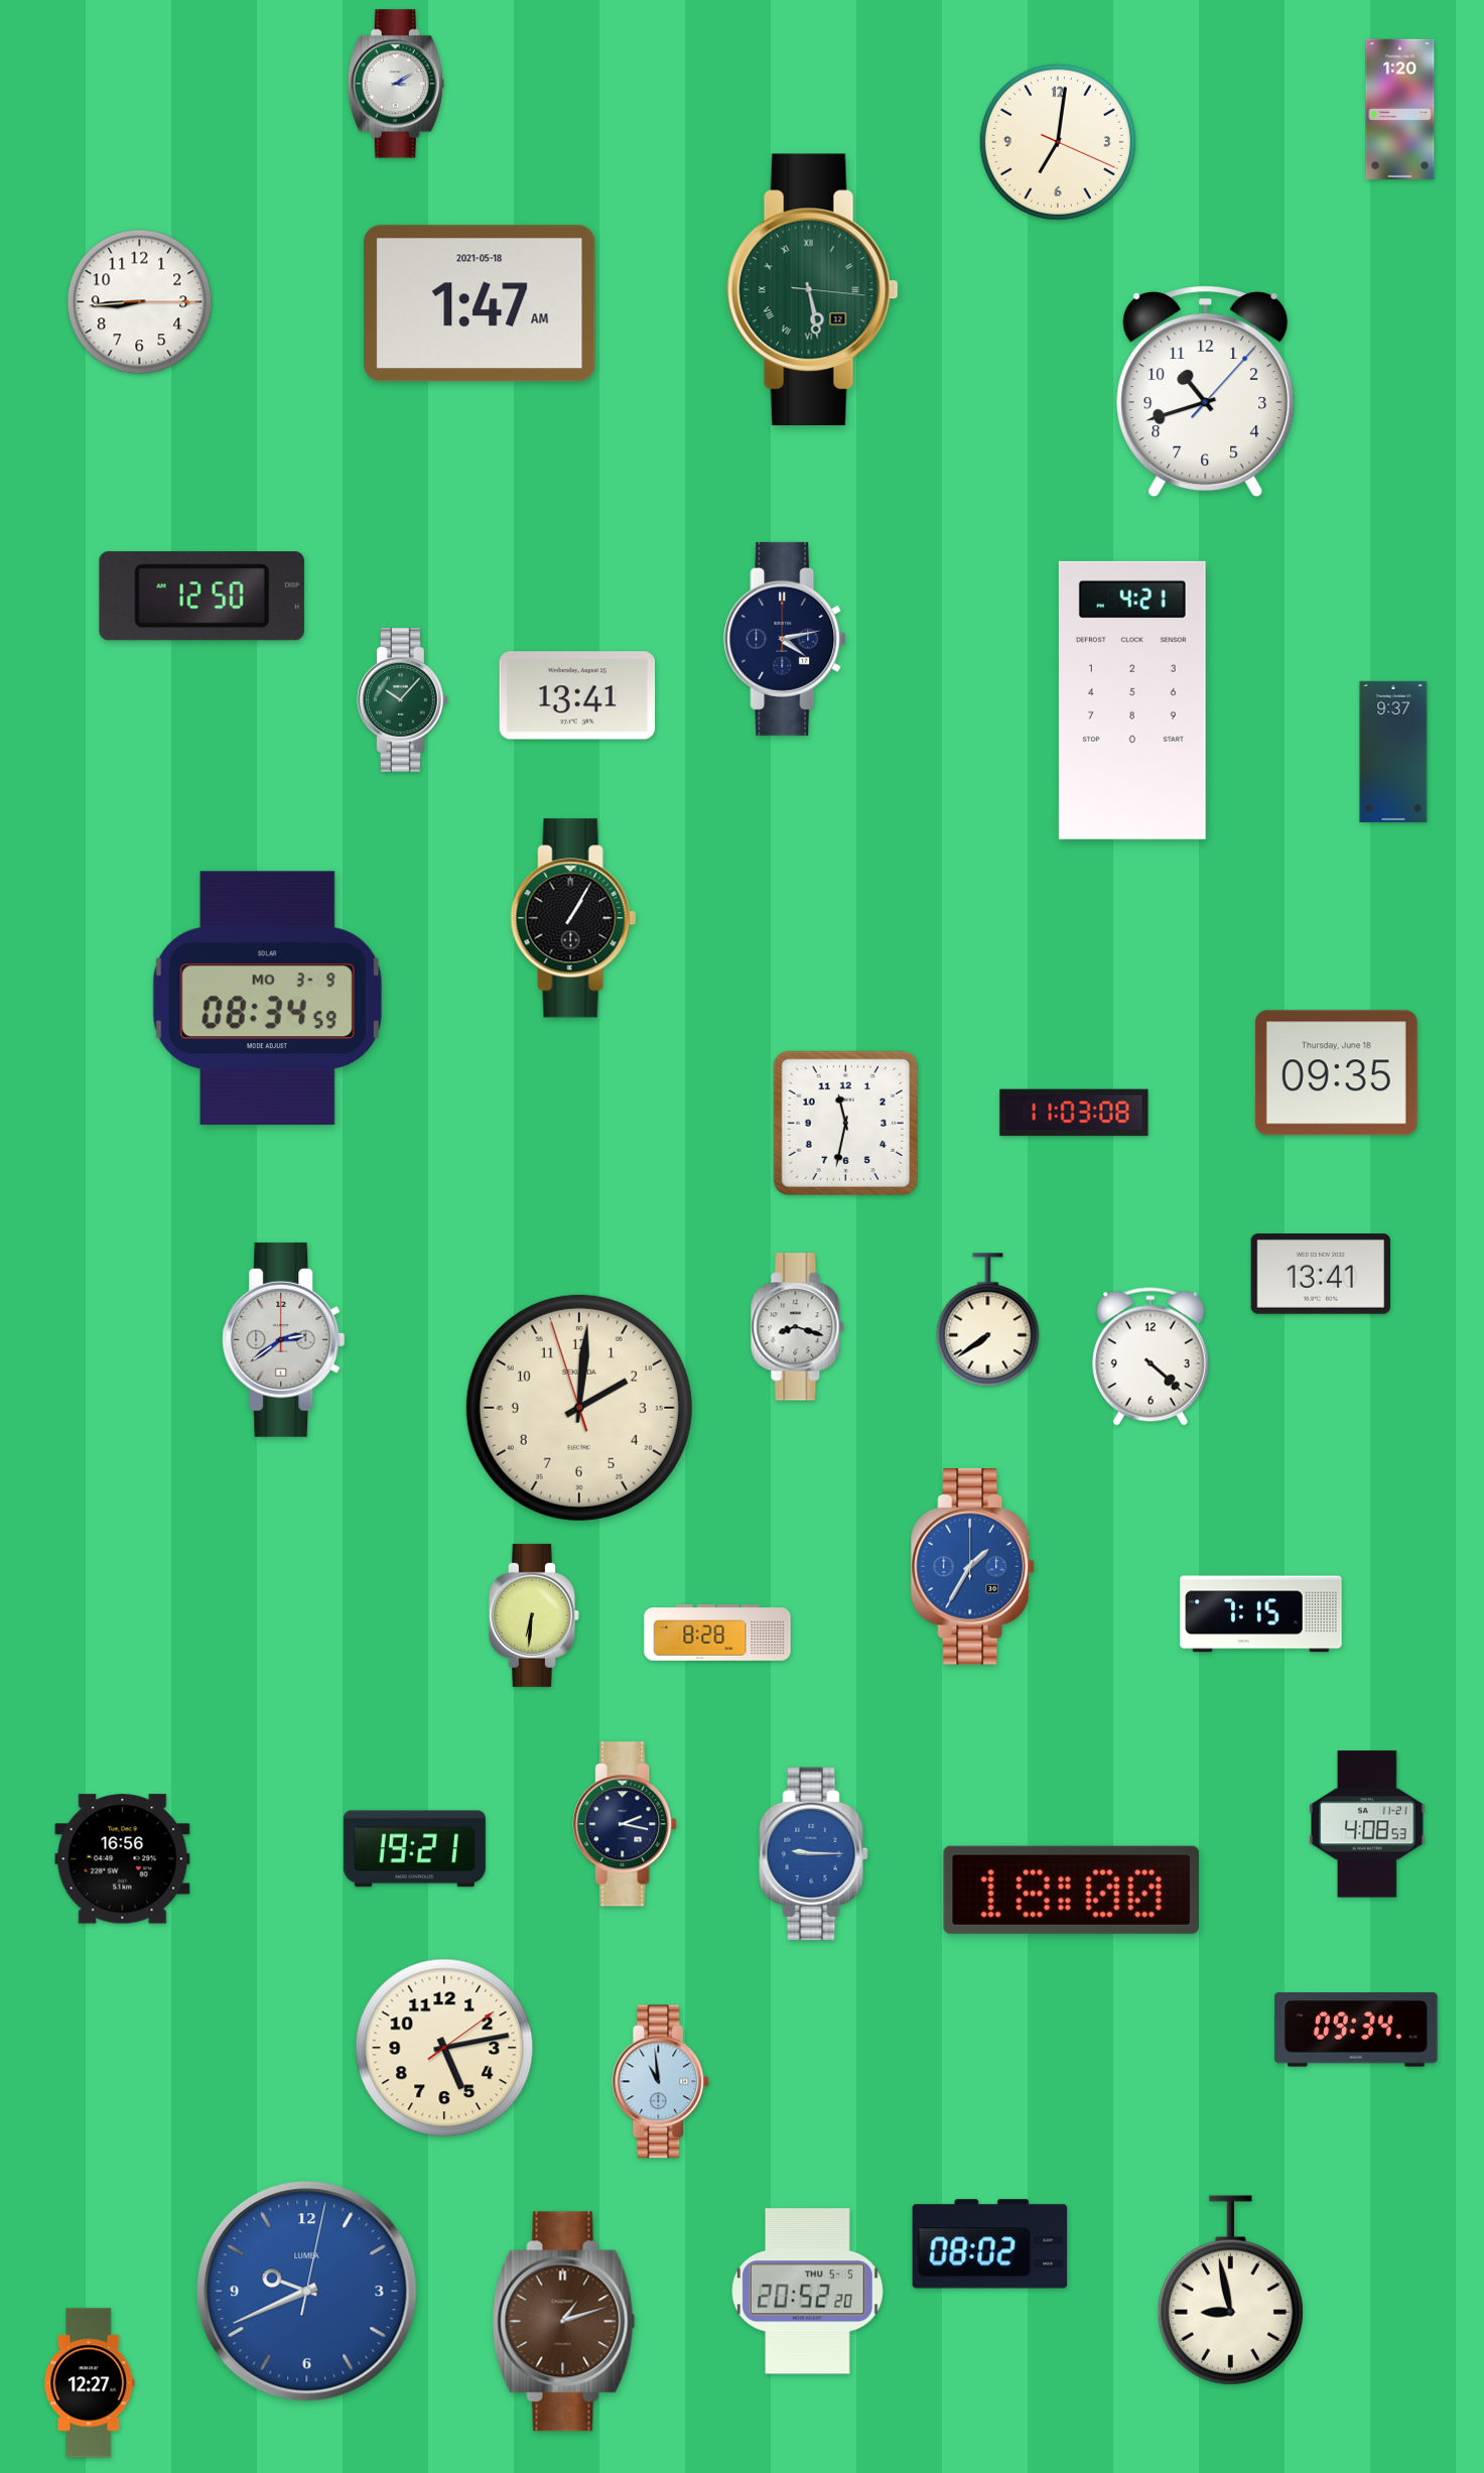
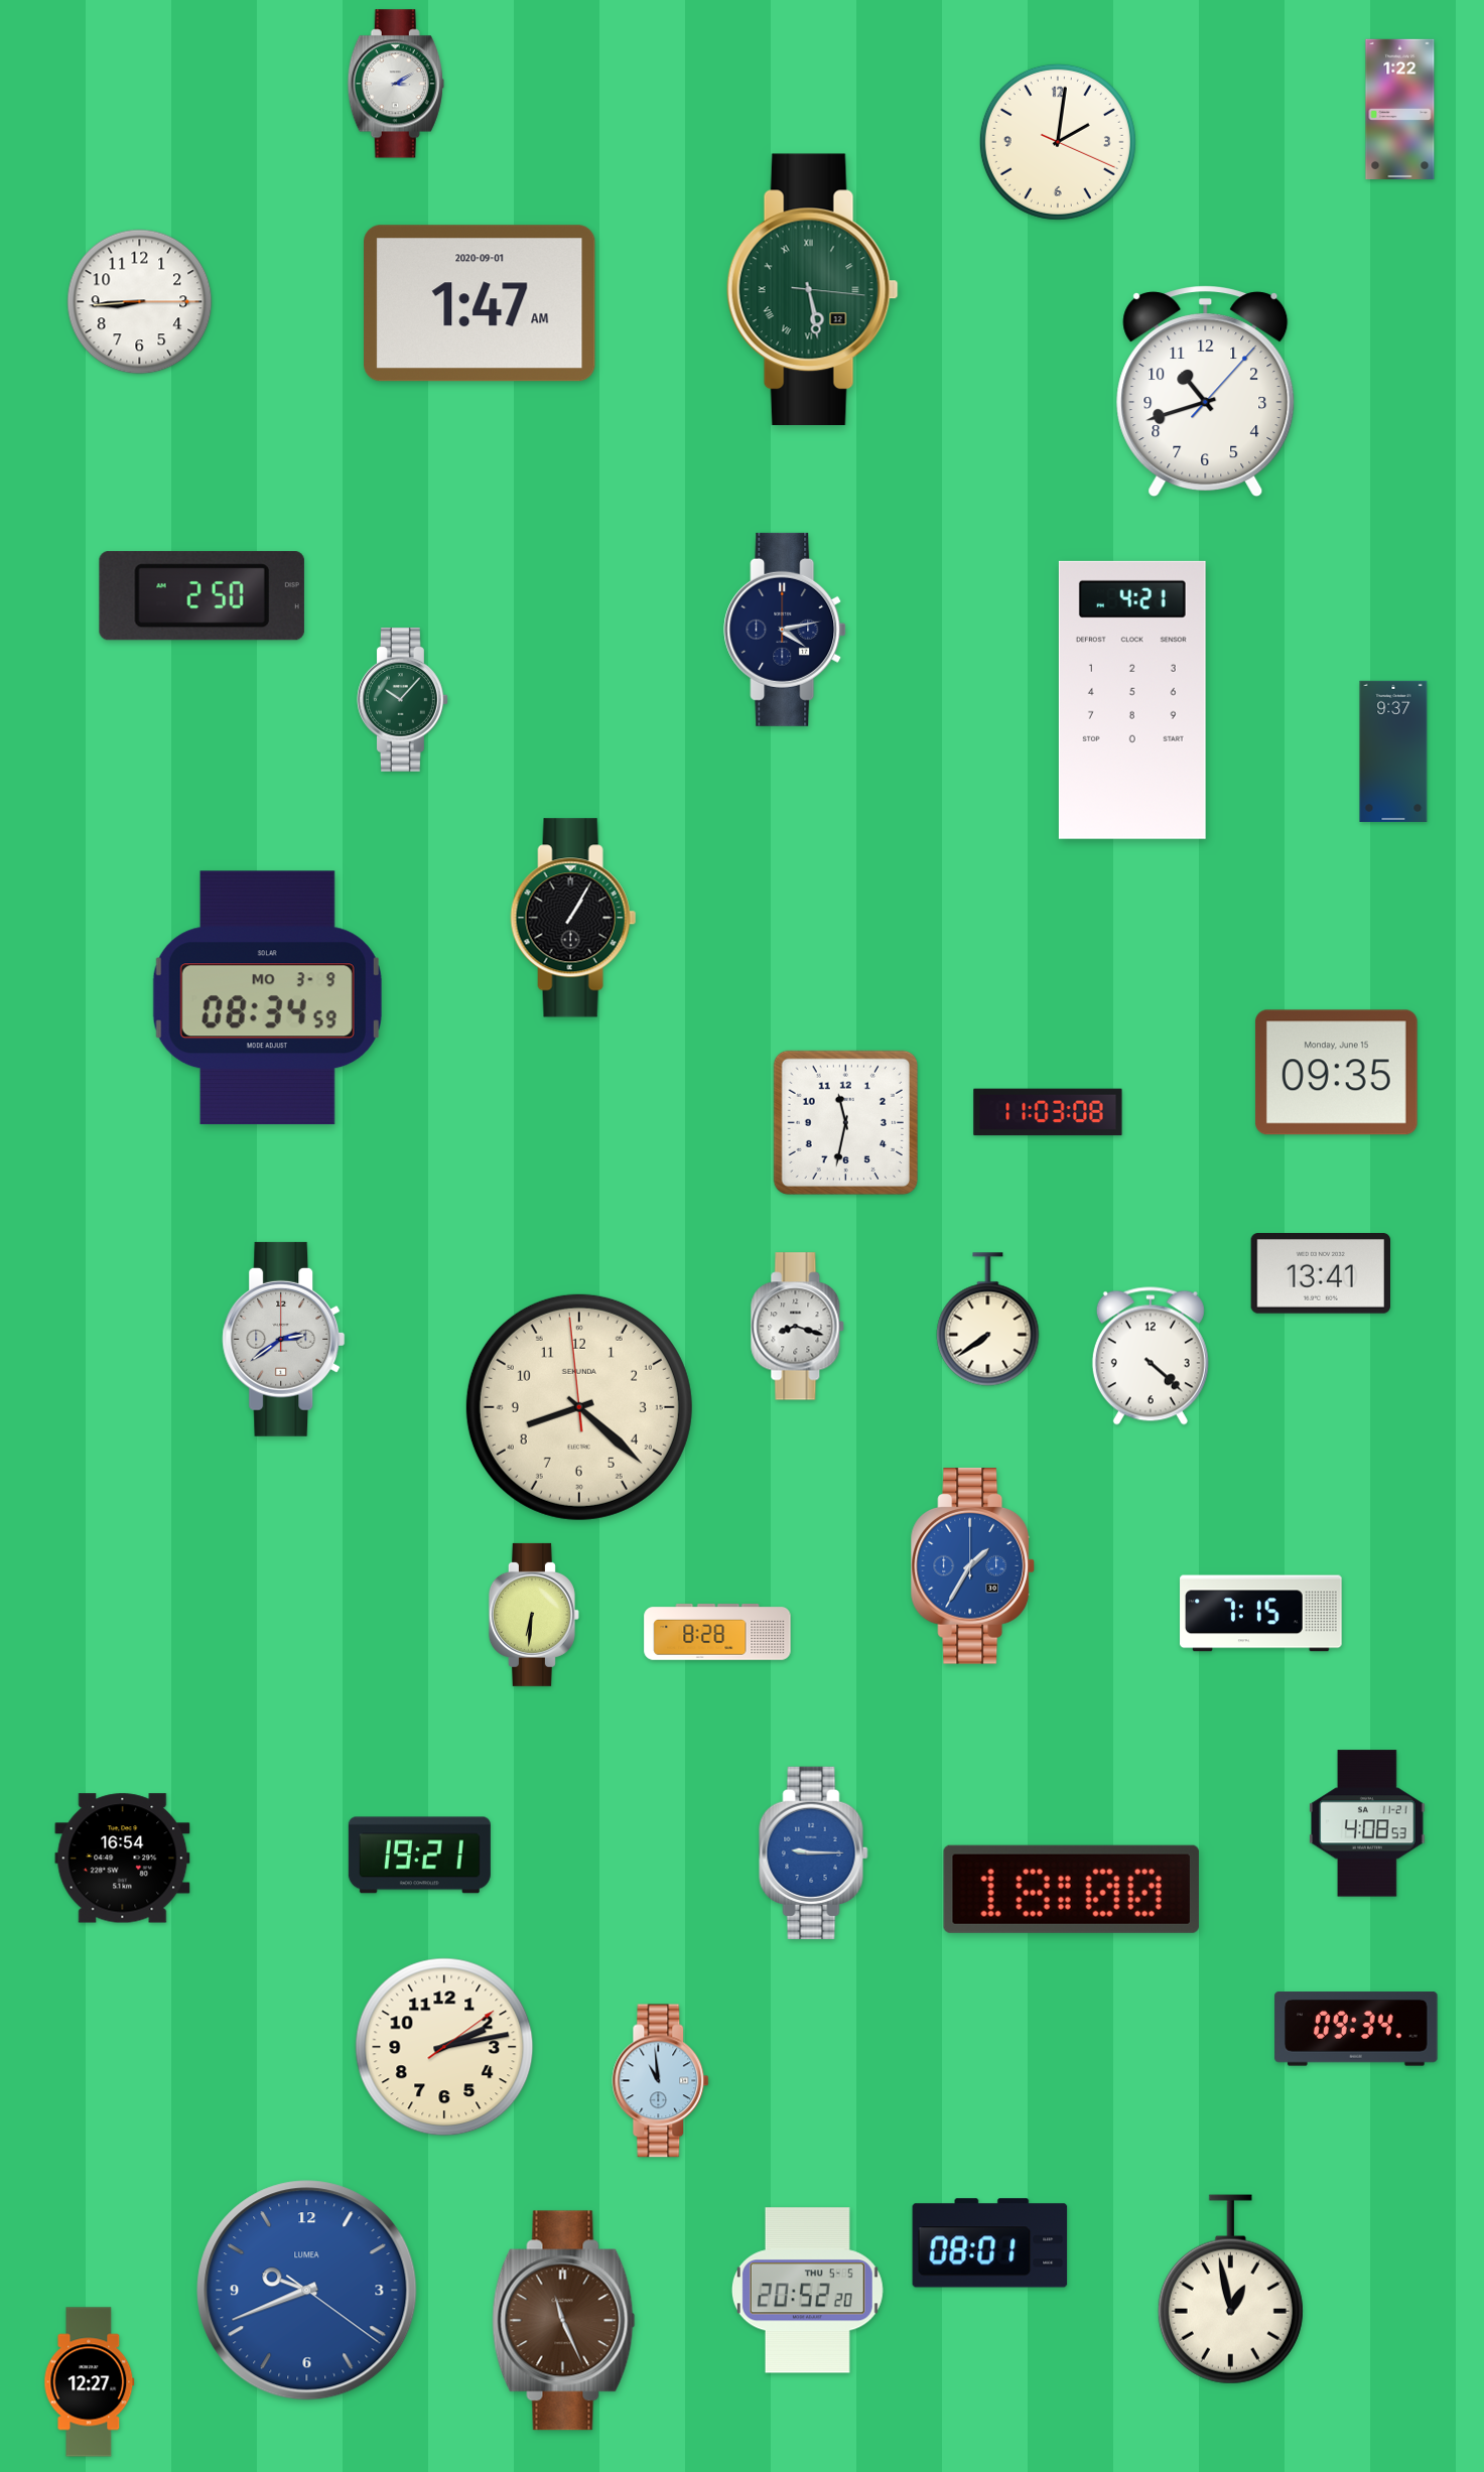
clock at (1400, 109): 1:20 -> 1:22
clock at (1058, 142): 7:01 -> 2:01
clock at (480, 303) date: 2021-05-18 -> 2020-09-01
clock at (201, 597): 12:50 -> 2:50
clock at (785, 639) position: (785, 639) -> (785, 630)
clock at (577, 695): 13:41 -> none
clock at (1336, 1073) date: Thursday, June 18 -> Monday, June 15
clock at (1074, 1113) position: (1074, 1113) -> (1048, 1112)
clock at (579, 1408): 2:00 -> 8:21
clock at (626, 1824): 2:17 -> none
clock at (414, 1849) position: (414, 1849) -> (419, 1856)
clock at (123, 1859): 16:56 -> 16:54
clock at (444, 2048): 5:13 -> 2:13
clock at (990, 2244): 08:02 -> 08:01
clock at (1230, 2291): 8:58 -> 12:58
clock at (307, 2292): 9:41:02 -> 9:41:21
clock at (564, 2322): 1:12 -> 11:26
